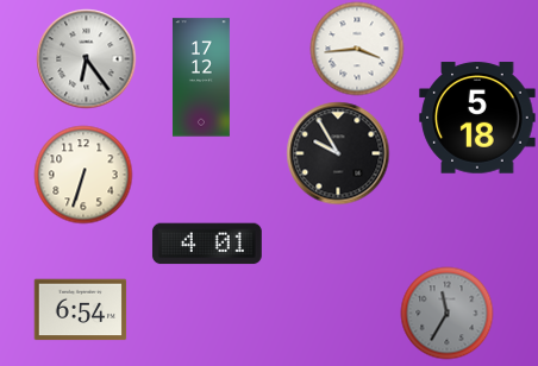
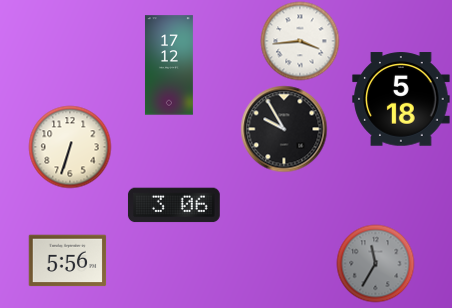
clock at (86, 58): 6:24 -> none
clock at (207, 244): 4:01 -> 3:06
clock at (80, 310): 6:54 -> 5:56
